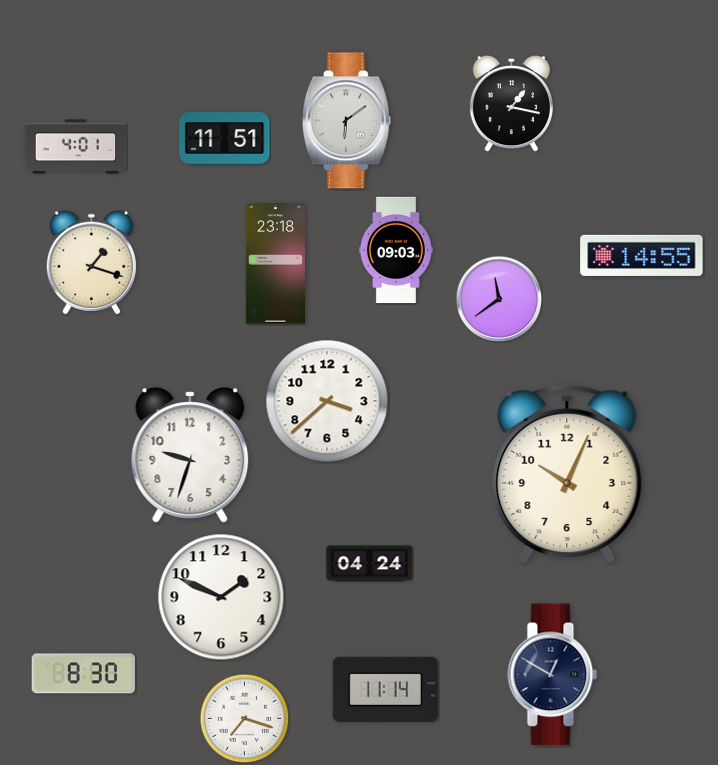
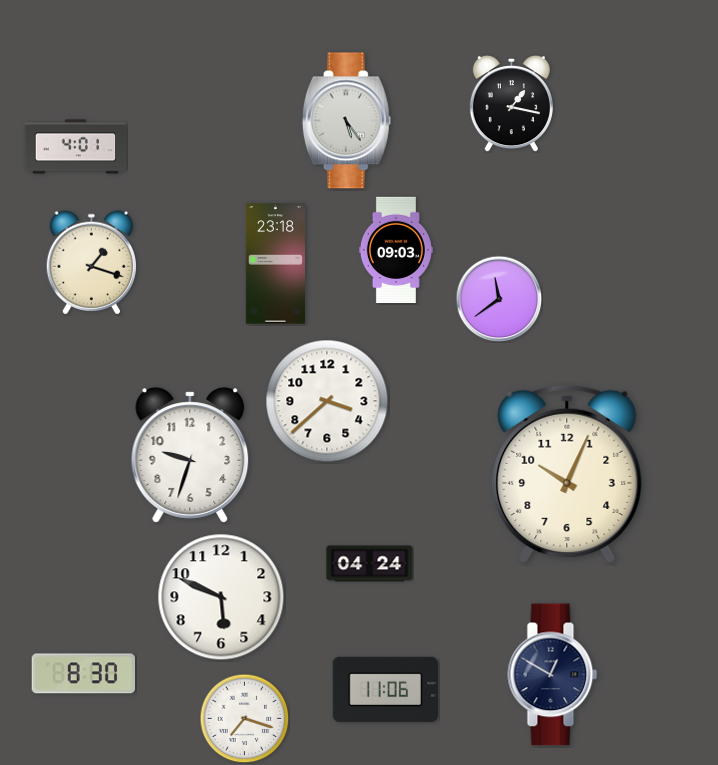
clock at (346, 121): 6:09 -> 5:24
clock at (225, 139): 11:51 -> none
clock at (642, 255): 14:55 -> none
clock at (221, 597): 1:49 -> 5:49
clock at (385, 689): 11:14 -> 11:06
